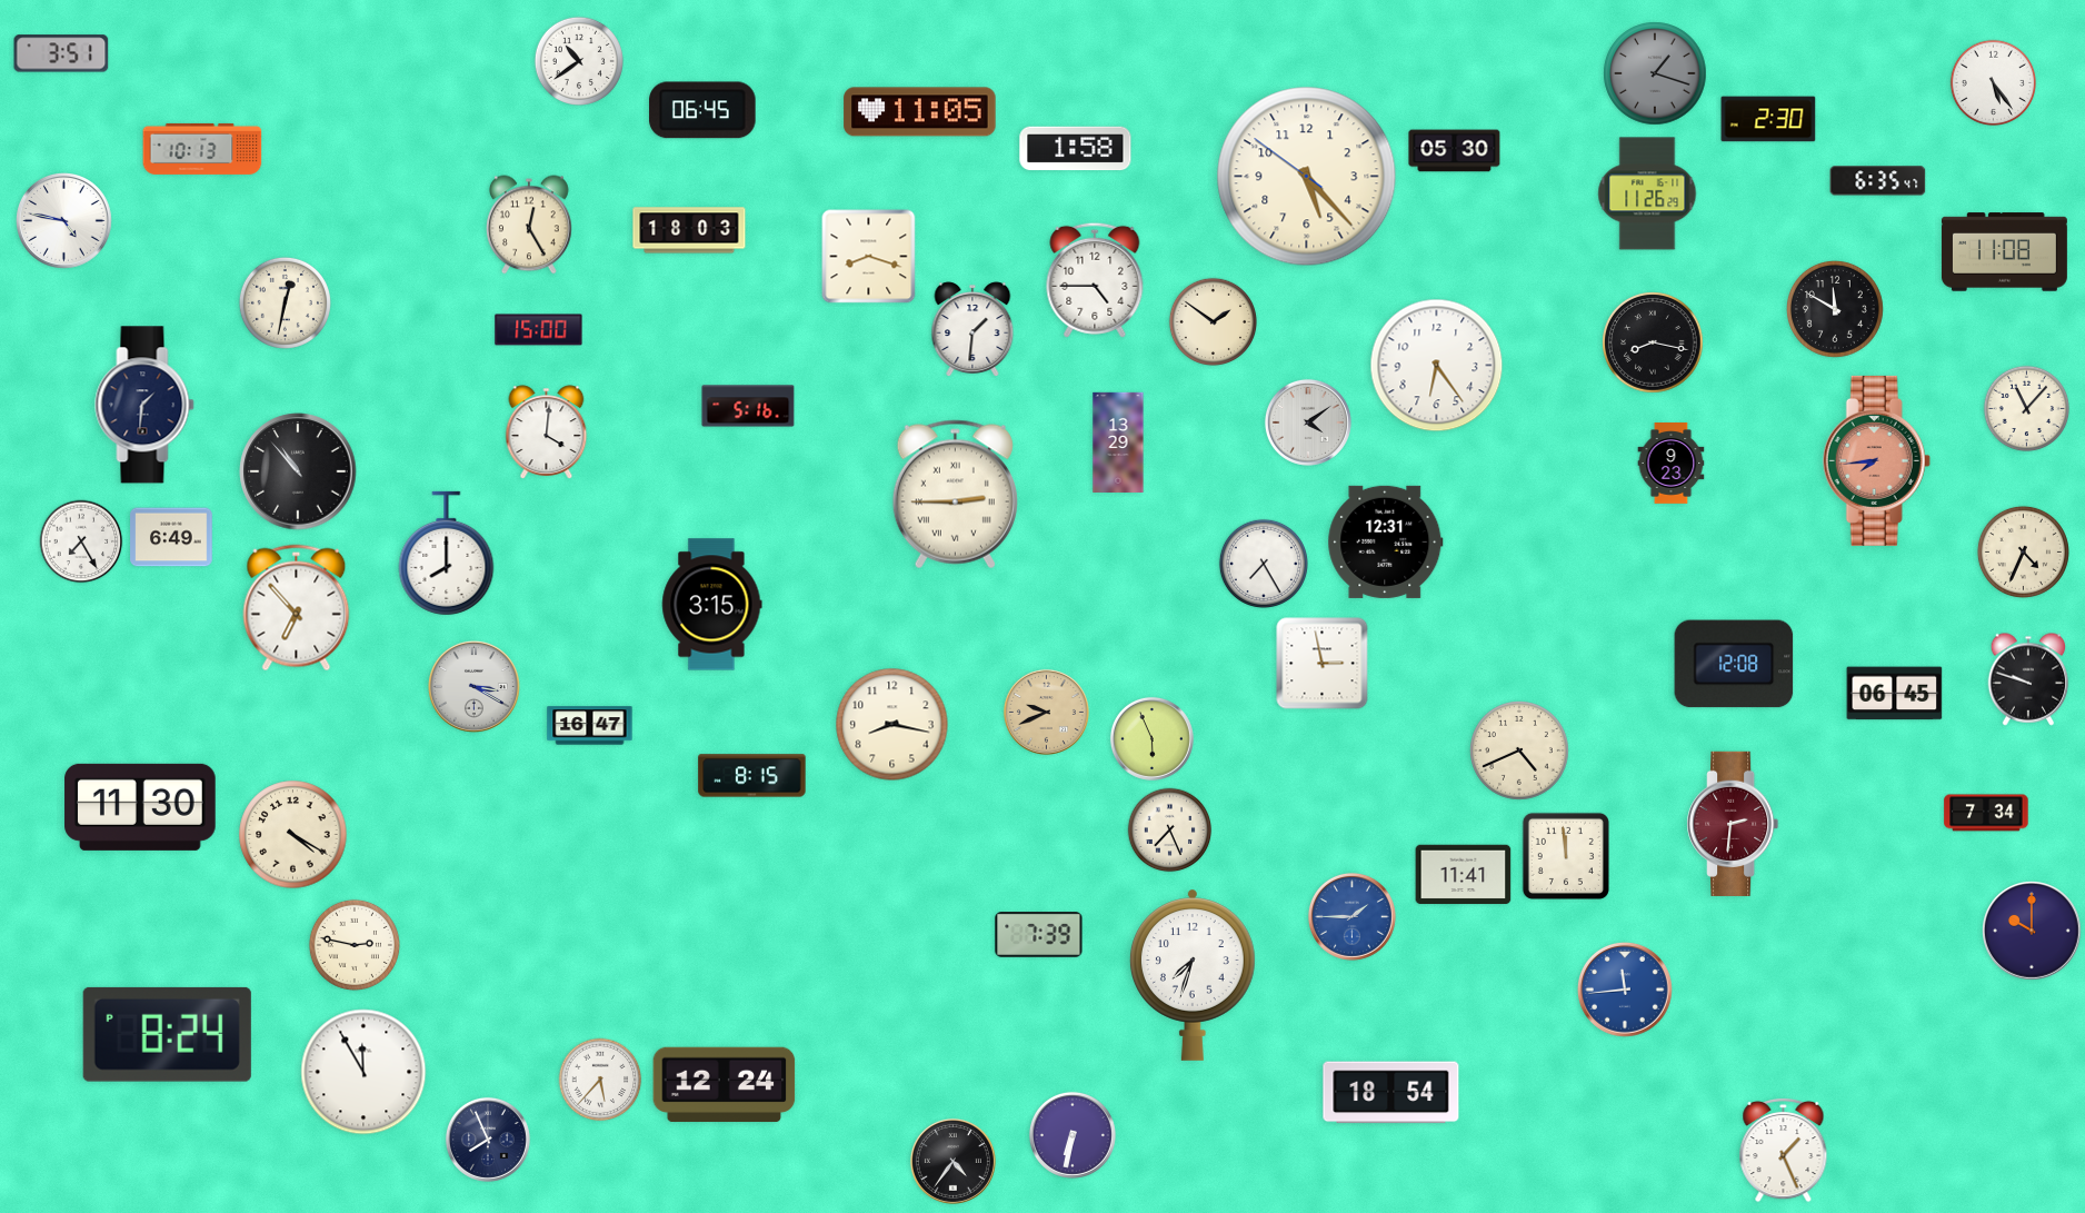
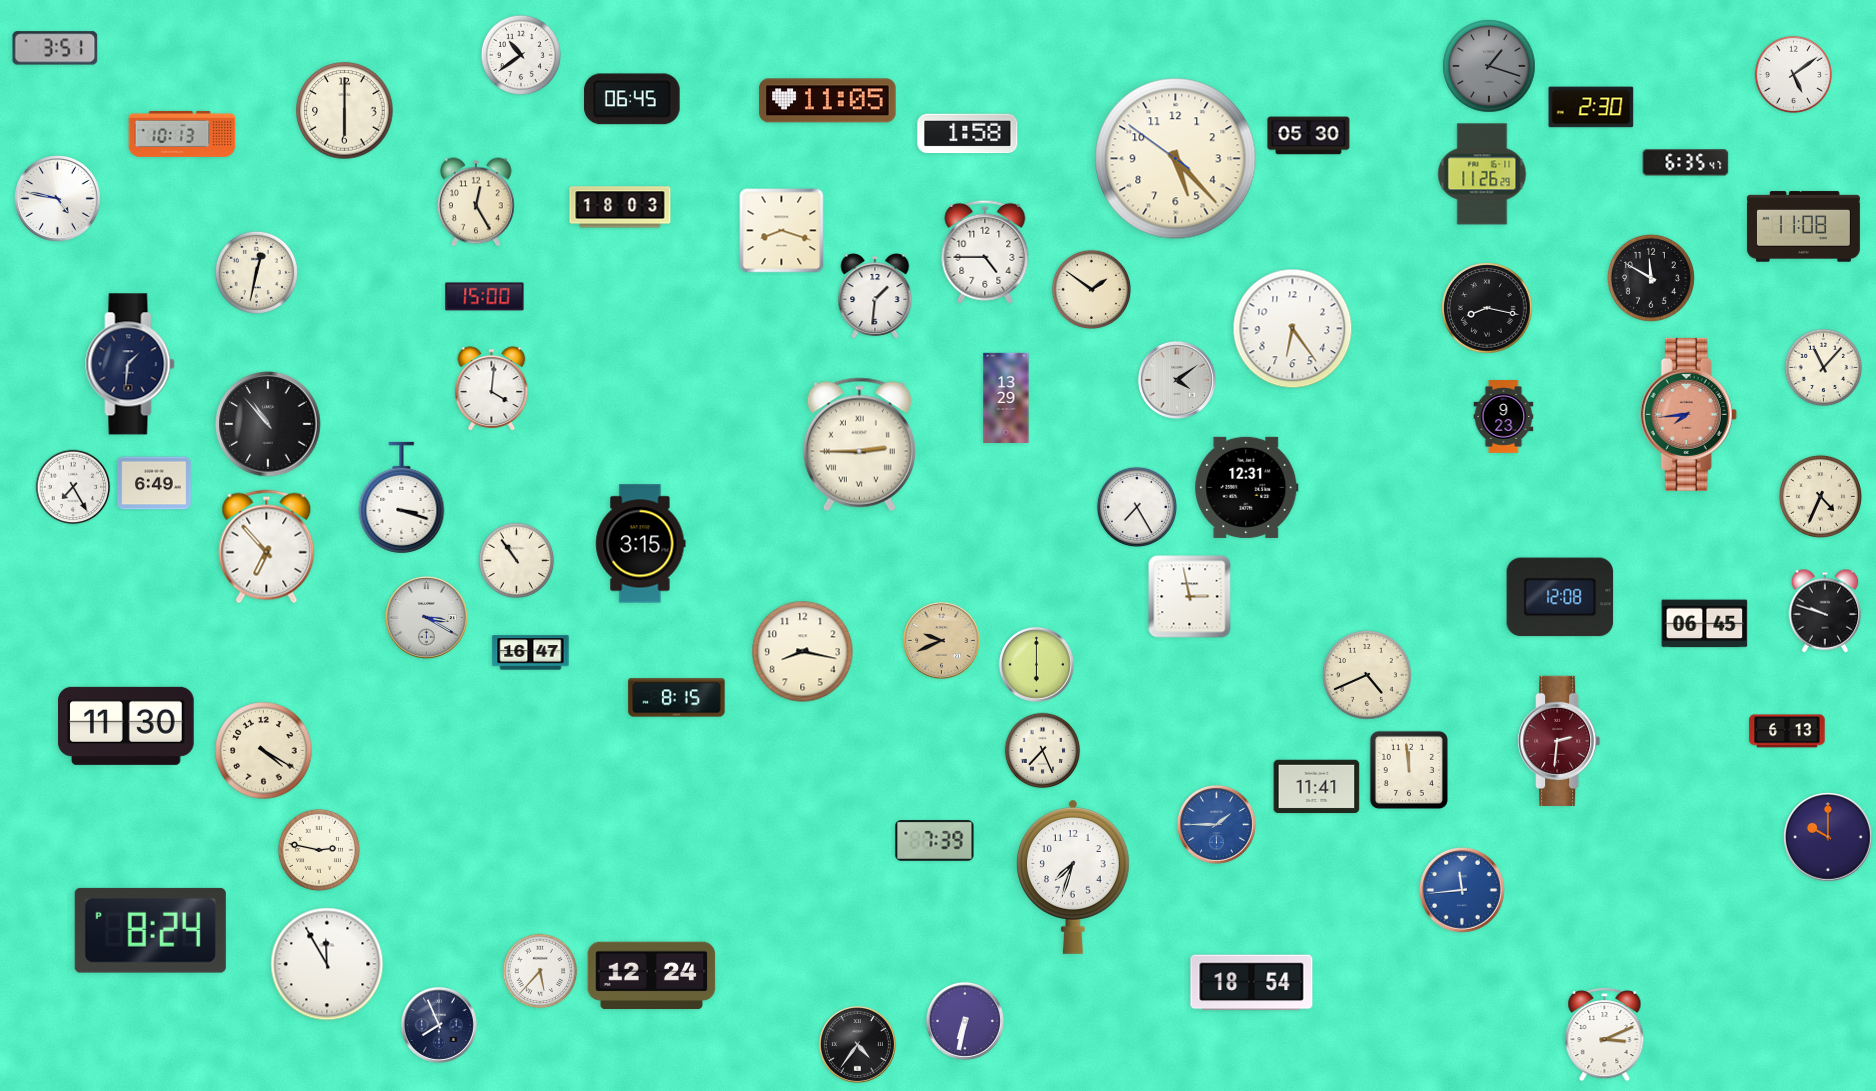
clock at (1994, 83): 5:24 -> 5:09
clock at (345, 111): none -> 6:00
clock at (1878, 181) position: (1878, 181) -> (1686, 163)
clock at (748, 406): 5:16 -> none
clock at (447, 554): 8:00 -> 3:18
clock at (517, 561): none -> 10:54
clock at (1151, 738): 5:56 -> 6:00
clock at (1986, 813): 7:34 -> 6:13
clock at (1170, 831) position: (1170, 831) -> (1043, 751)
clock at (1784, 1150): 1:26 -> 3:11
